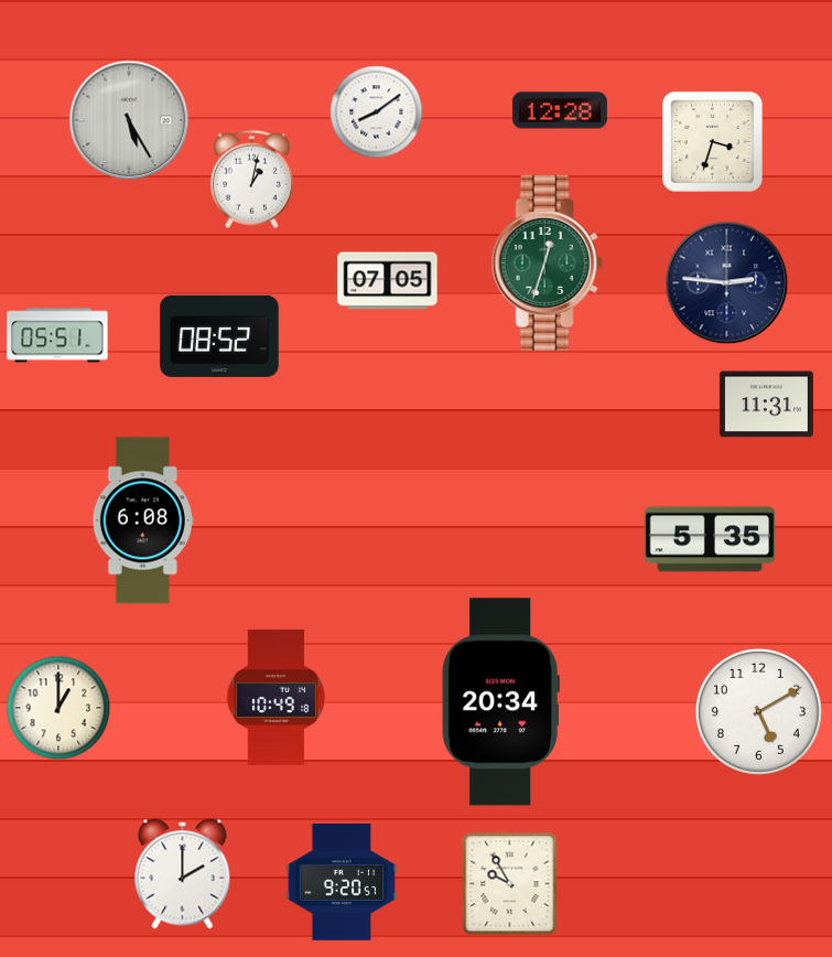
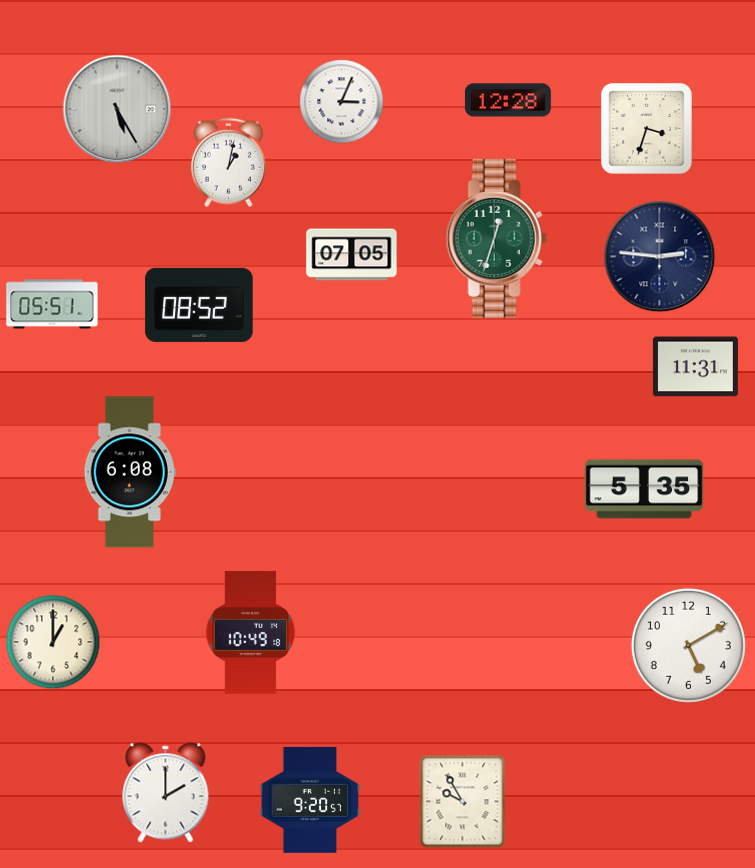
clock at (377, 112): 8:09 -> 3:04
clock at (500, 702): 20:34 -> none
